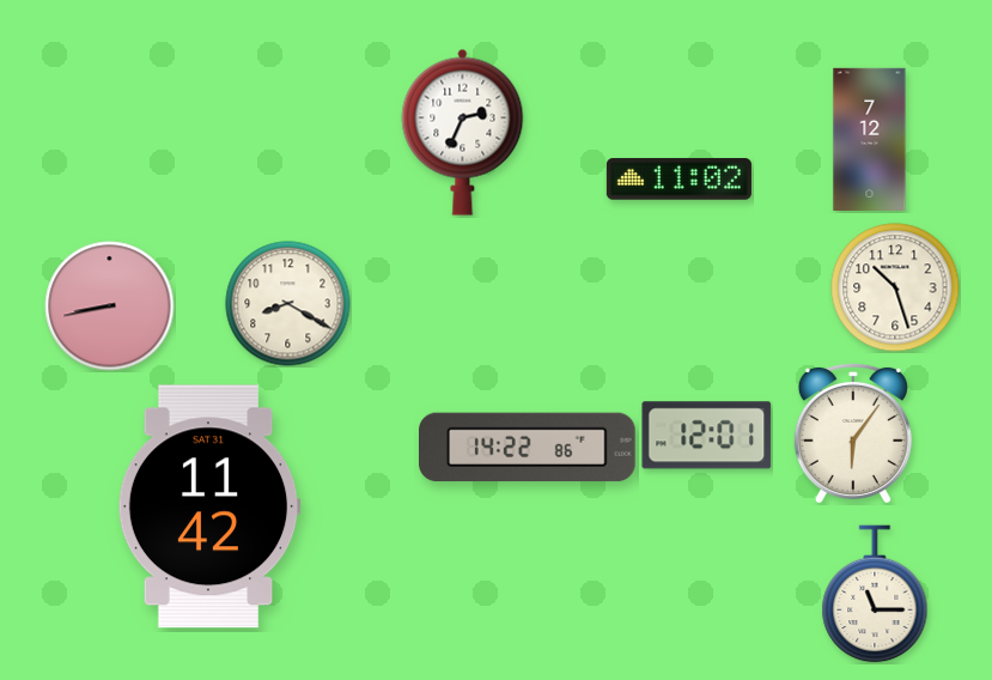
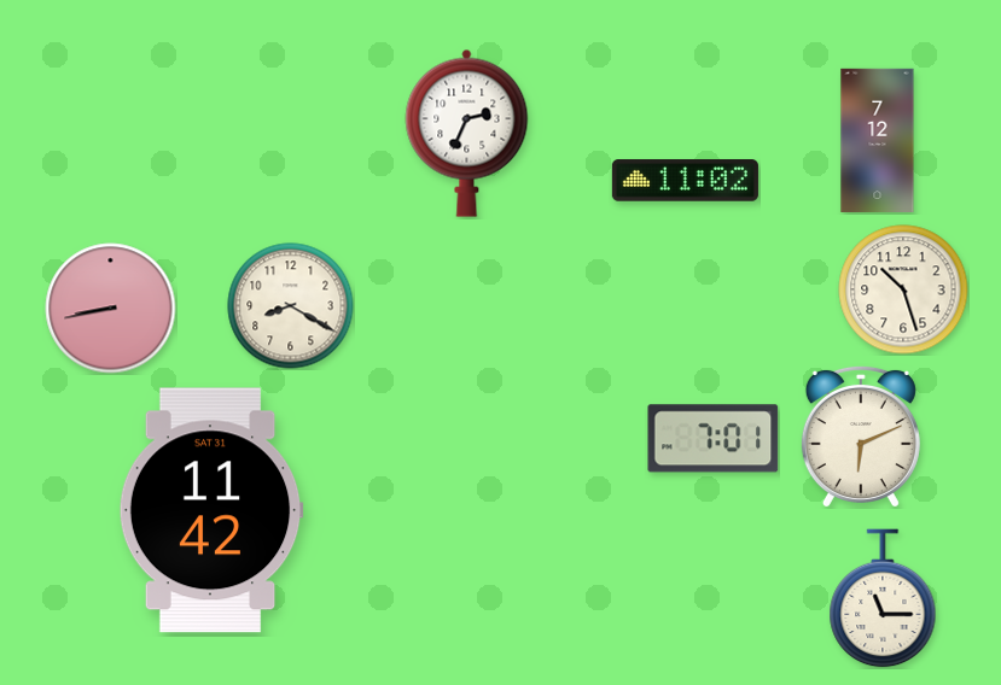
clock at (853, 432): 6:06 -> 6:11
clock at (707, 436): 12:01 -> 7:01
clock at (528, 448): 14:22 -> none
